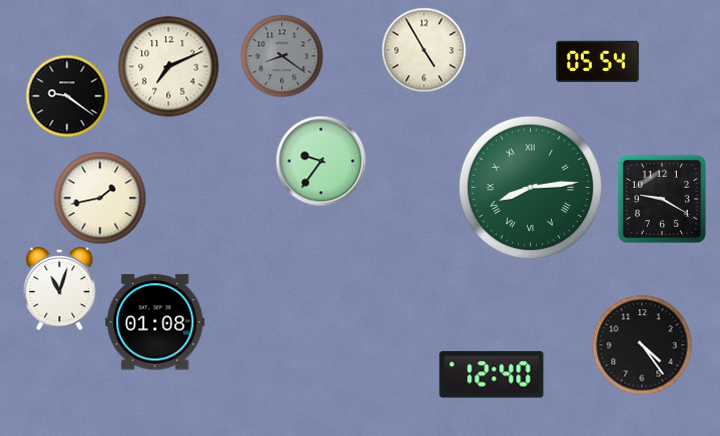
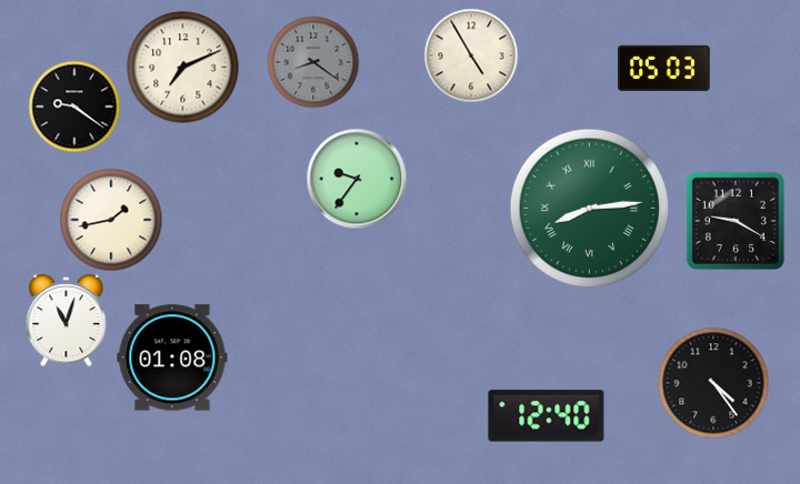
clock at (597, 61): 05:54 -> 05:03
clock at (169, 67) position: (169, 67) -> (183, 68)
